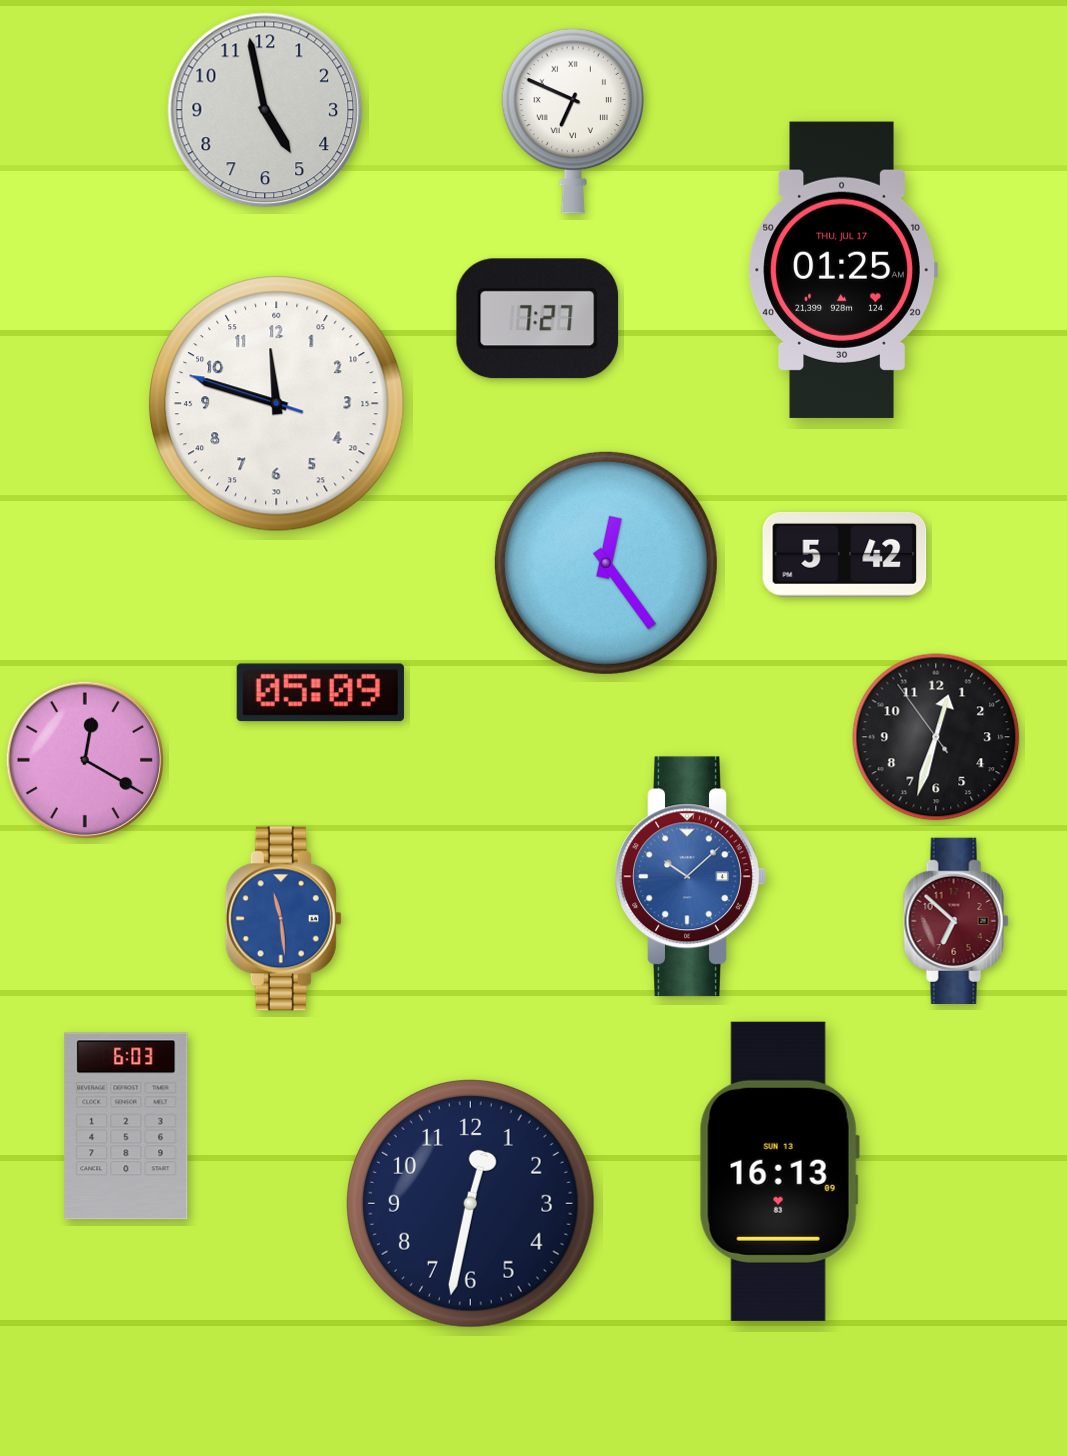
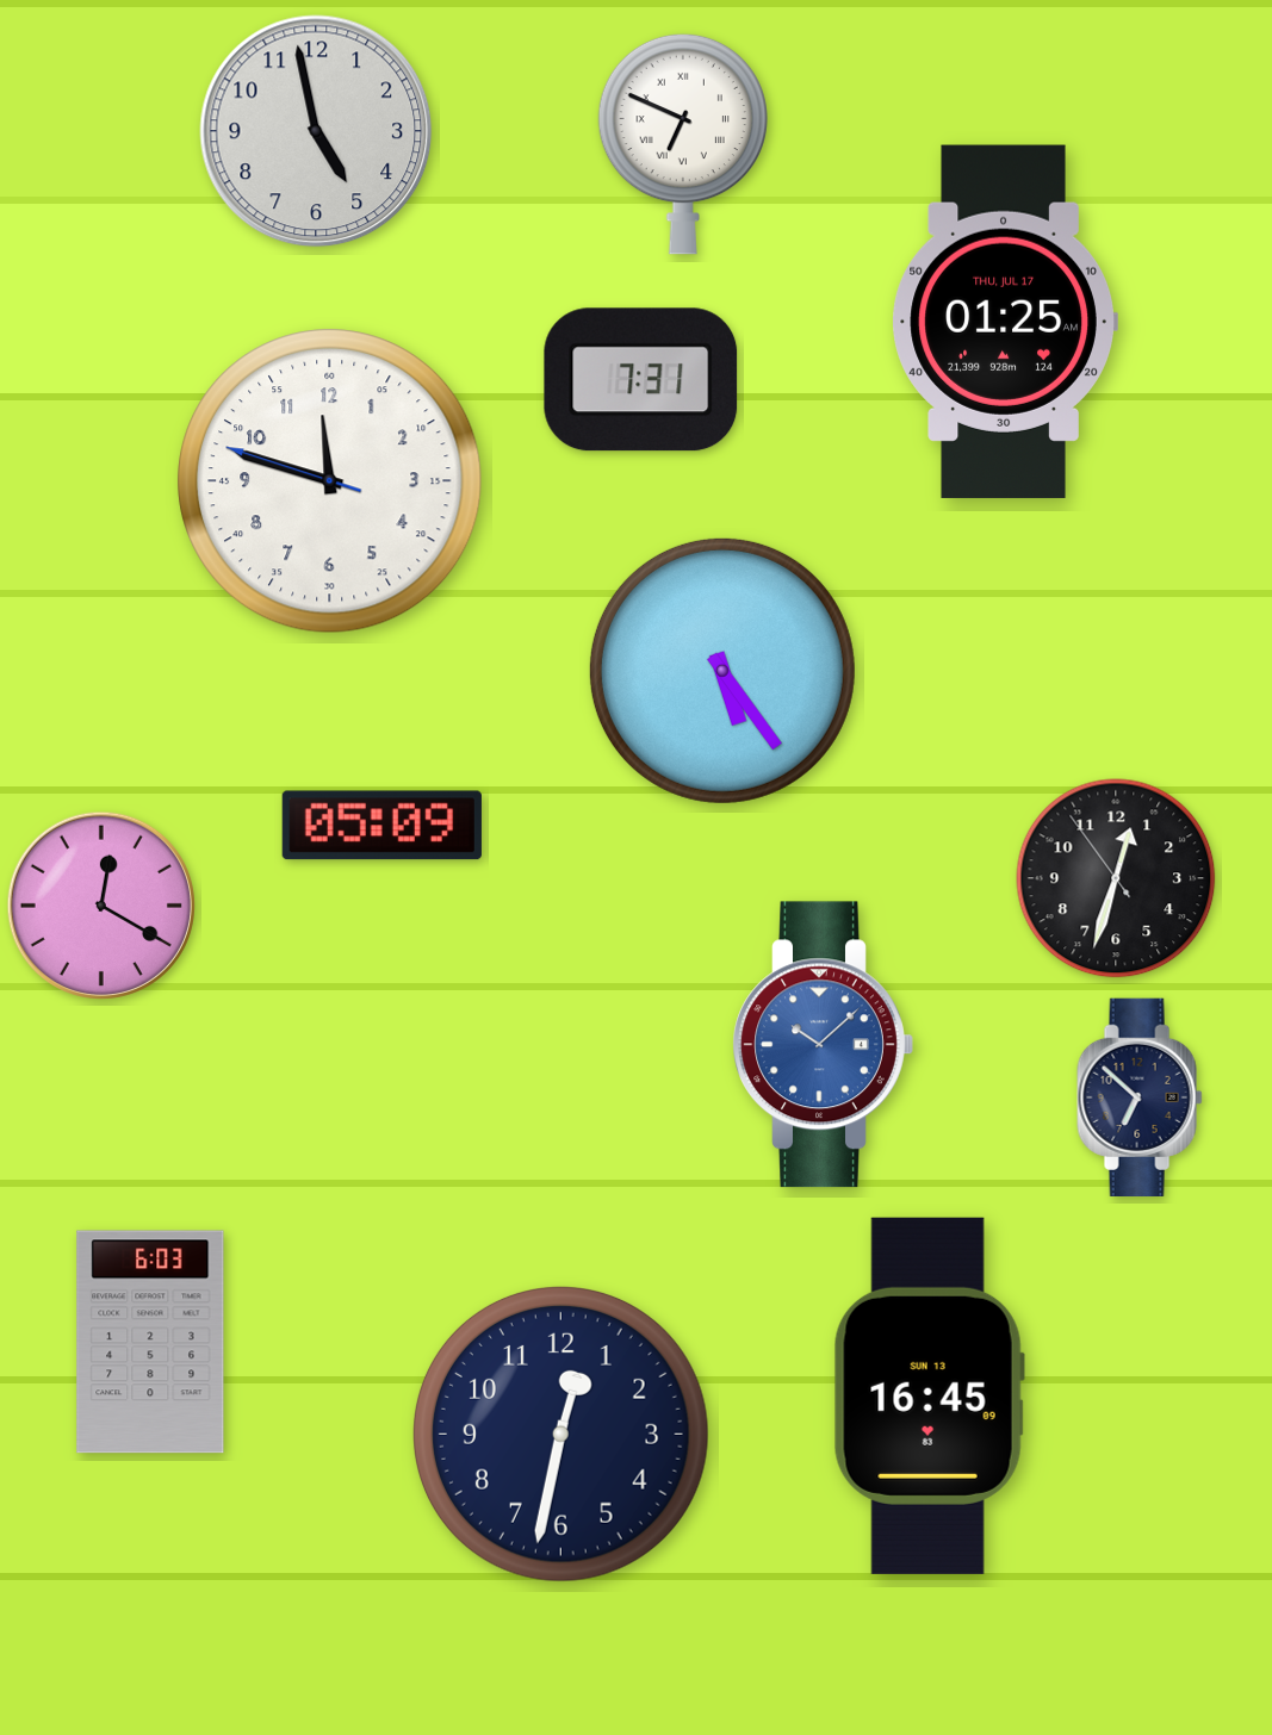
clock at (538, 319): 7:27 -> 7:31
clock at (845, 555): 5:42 -> none
clock at (606, 563): 12:24 -> 5:24
clock at (283, 919): 11:29 -> none
clock at (956, 920) dial: burgundy -> navy
clock at (779, 1171): 16:13 -> 16:45
